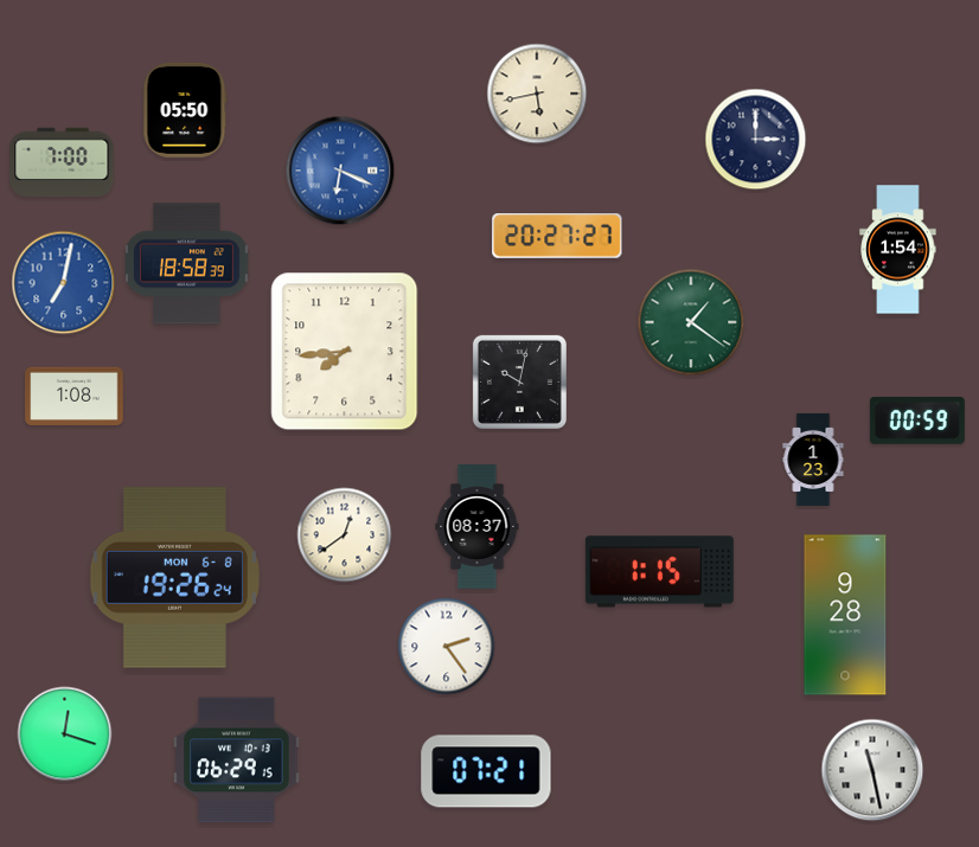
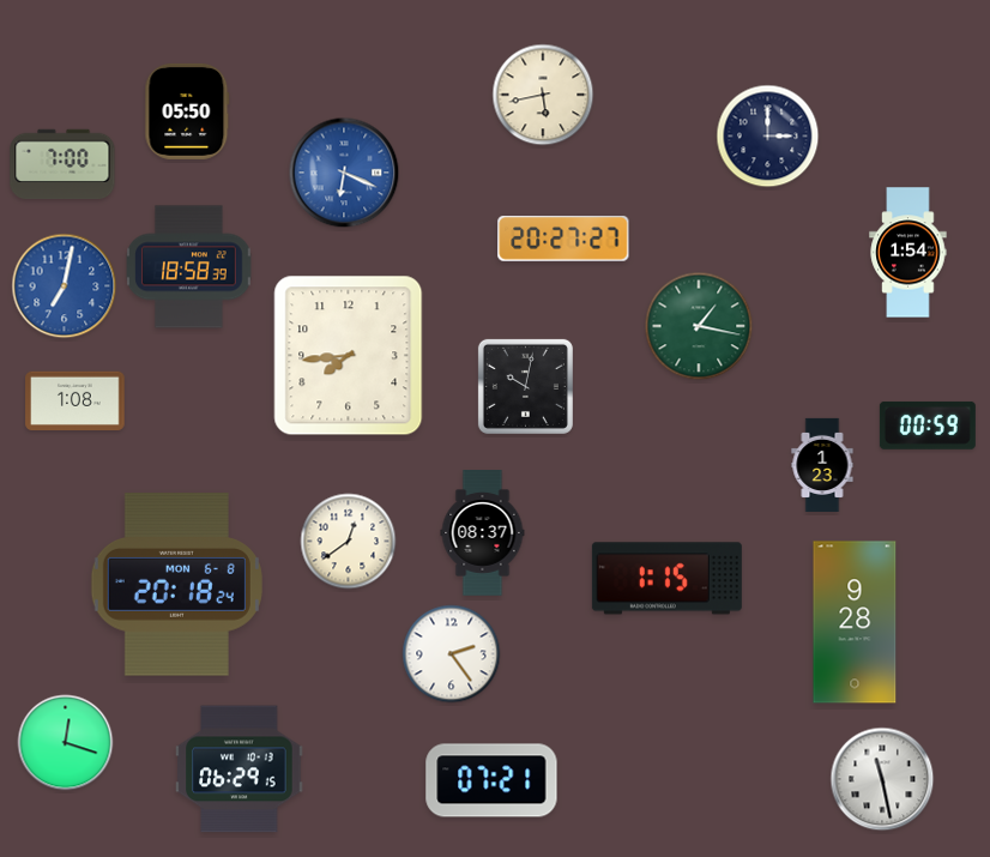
clock at (756, 140) position: (756, 140) -> (768, 137)
clock at (691, 322): 1:21 -> 1:17
clock at (174, 578): 19:26 -> 20:18
